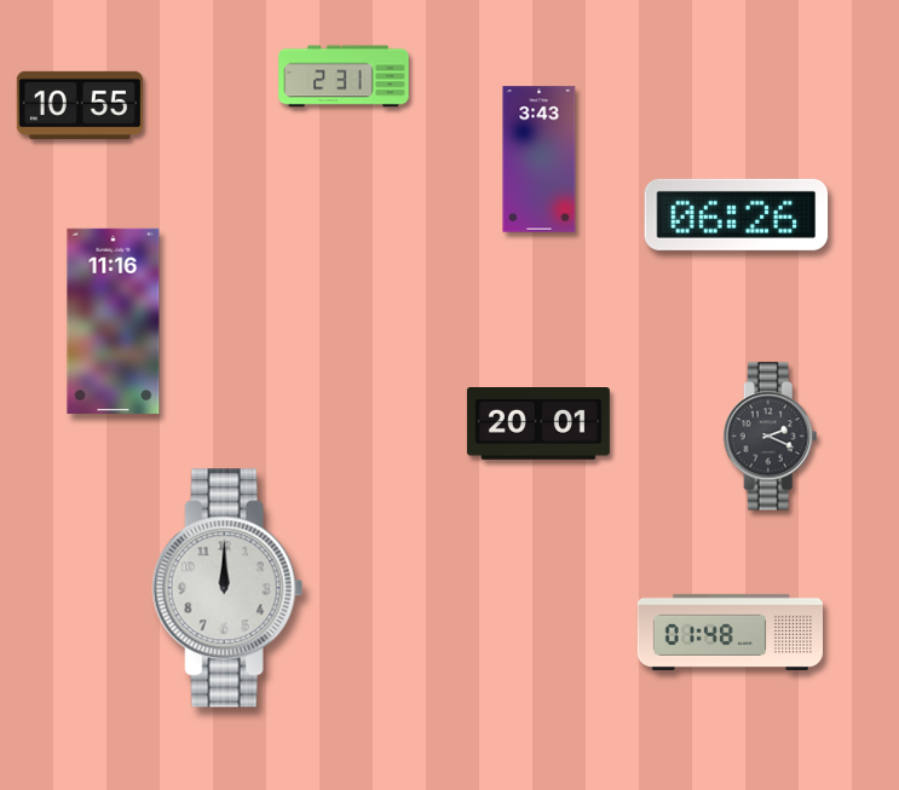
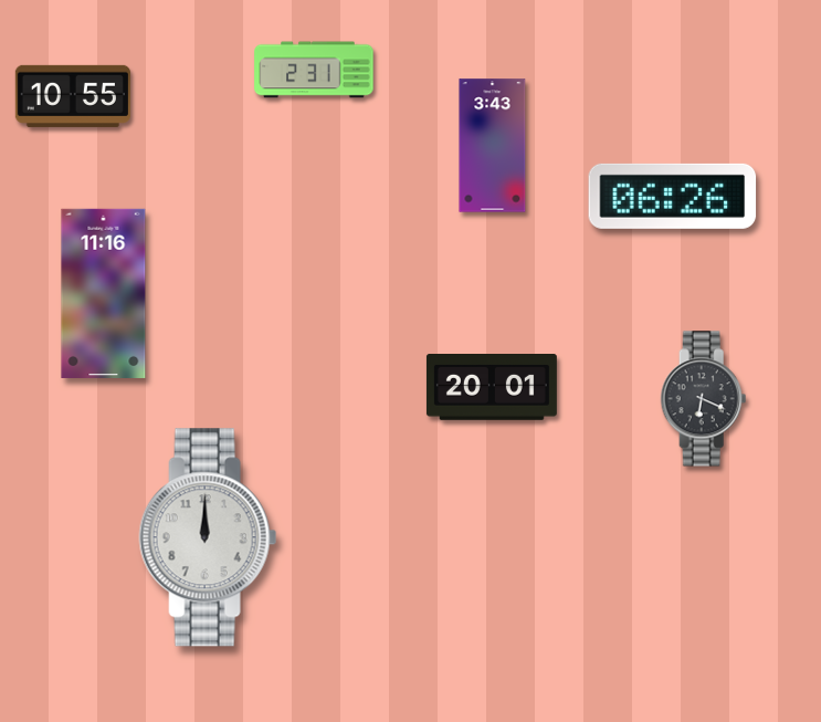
clock at (771, 437): 2:19 -> 6:19
clock at (730, 632): 01:48 -> none
